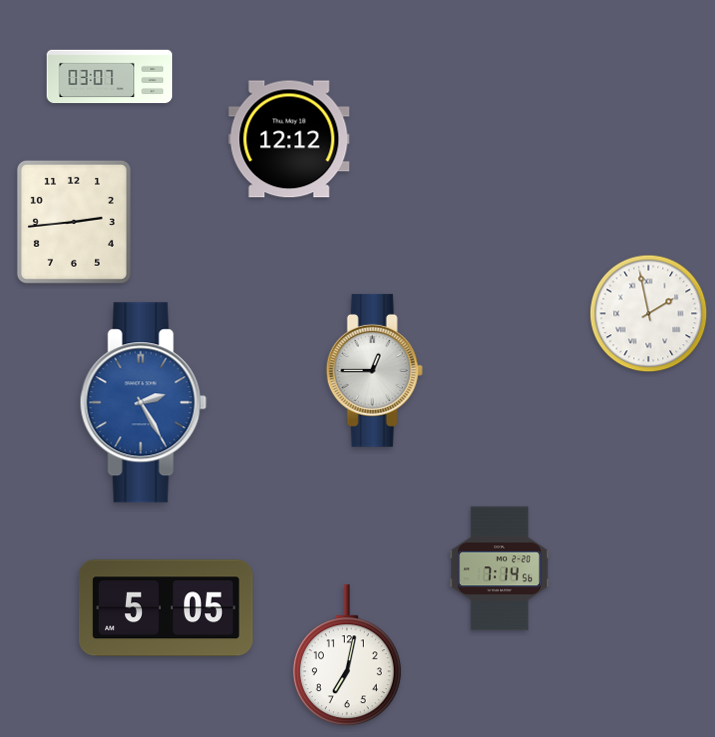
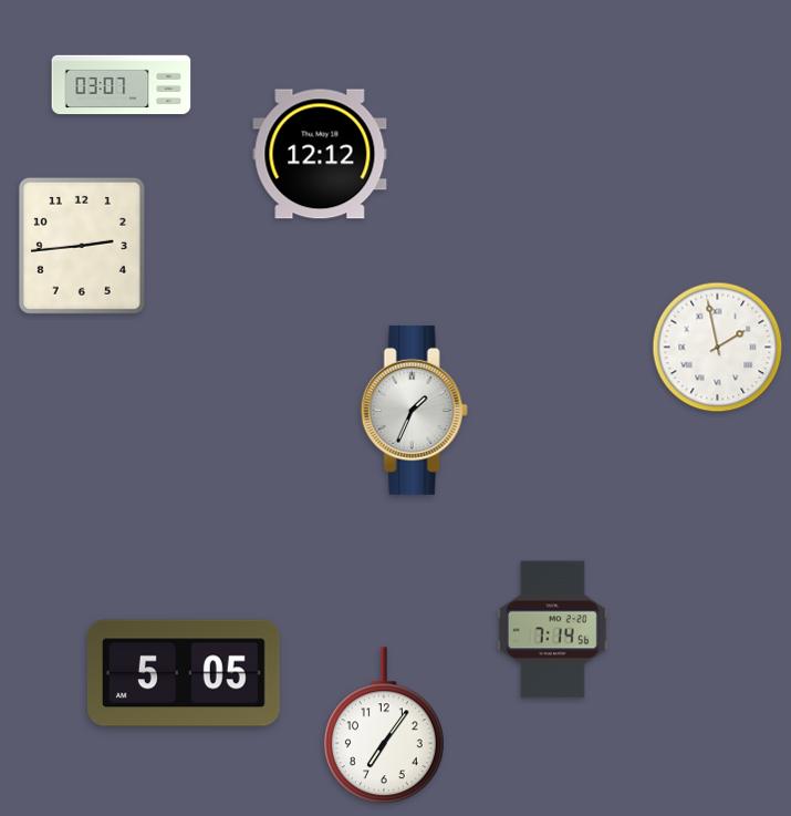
clock at (374, 370): 12:45 -> 1:34
clock at (143, 403): 2:25 -> none
clock at (347, 656): 7:02 -> 7:06
